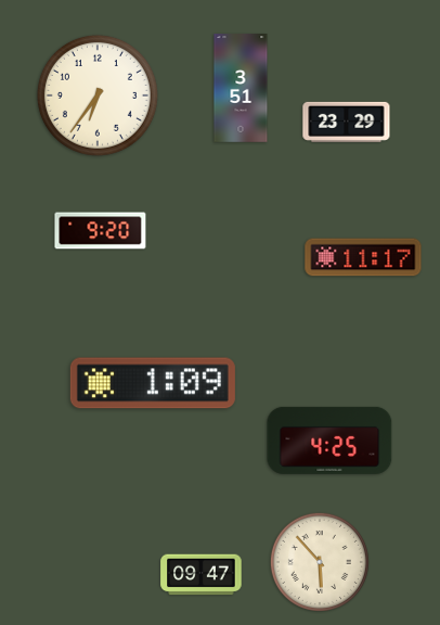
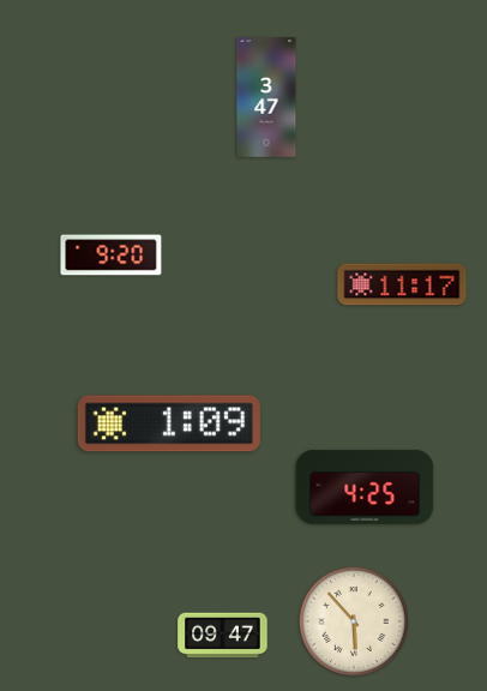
clock at (241, 88): 3:51 -> 3:47
clock at (98, 95): 6:36 -> none
clock at (347, 122): 23:29 -> none
